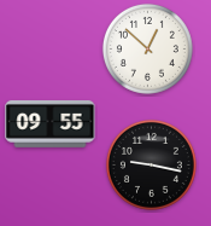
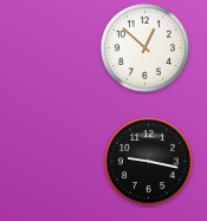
clock at (51, 123): 09:55 -> none
